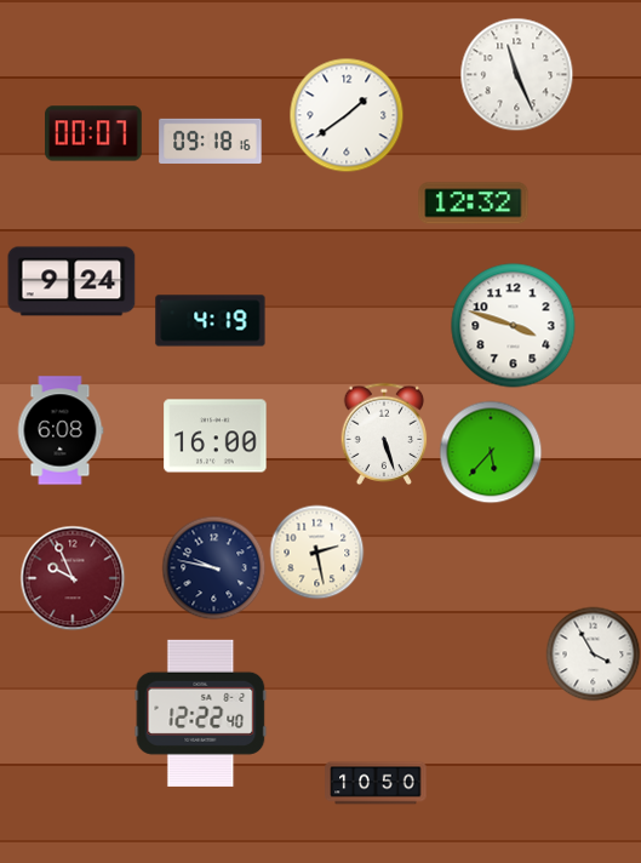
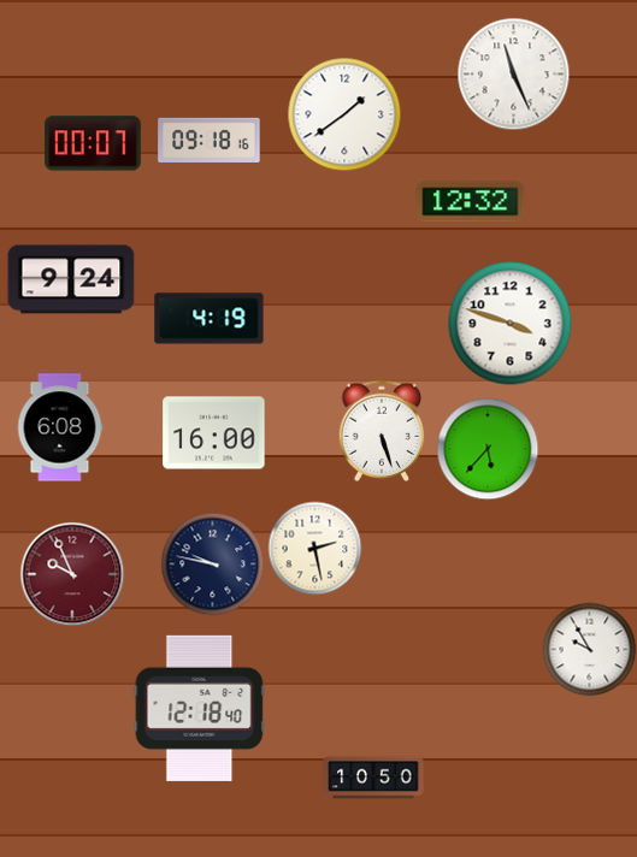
clock at (93, 133) position: (93, 133) -> (93, 143)
clock at (593, 653): 3:55 -> 9:55
clock at (201, 713): 12:22 -> 12:18
